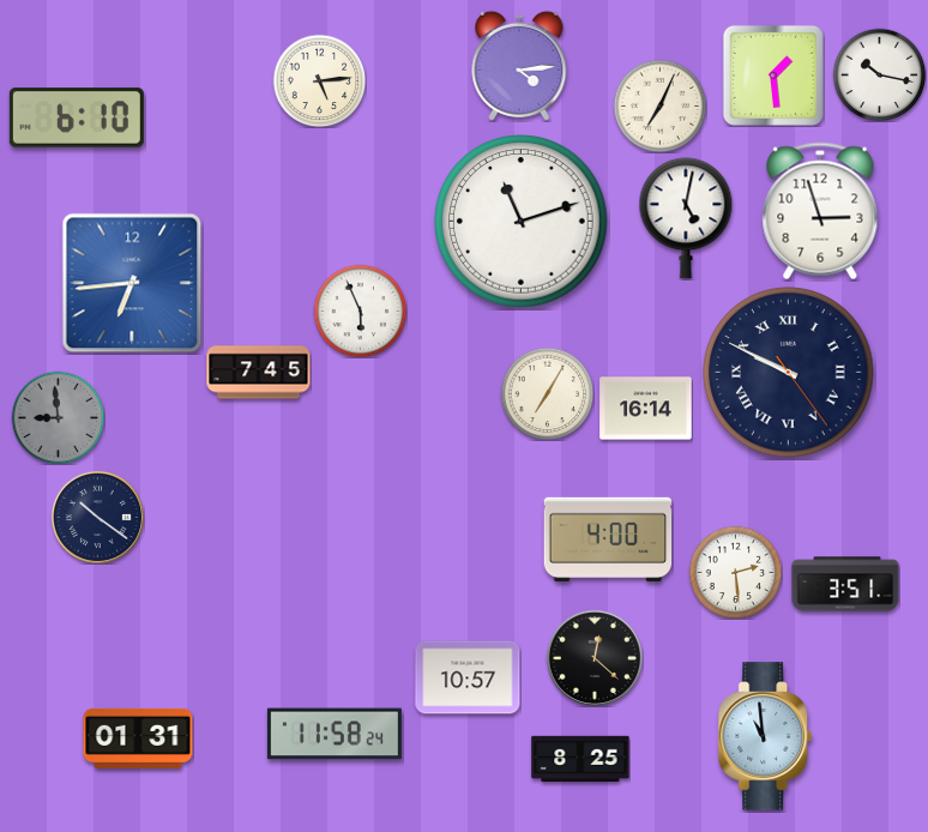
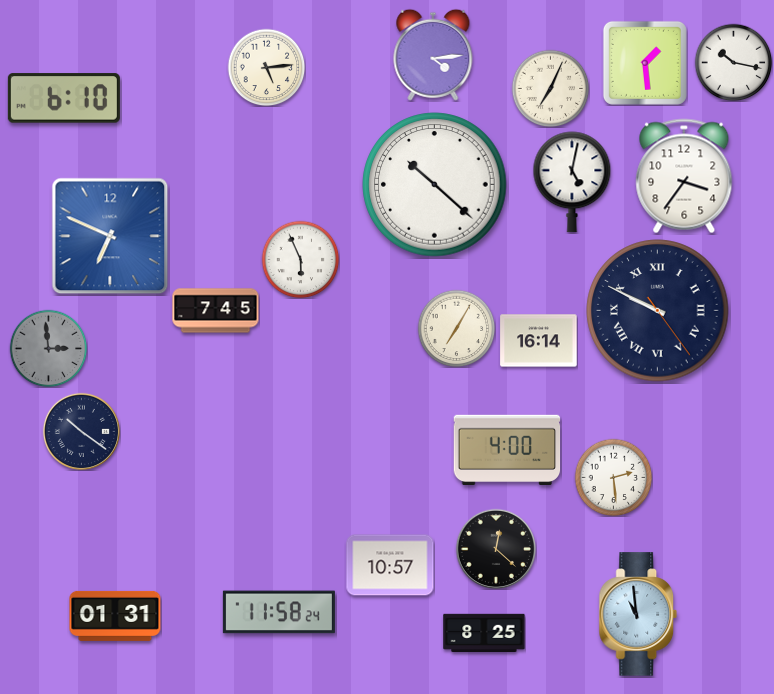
clock at (820, 211): 2:57 -> 3:36
clock at (522, 222): 11:12 -> 10:22
clock at (132, 283): 6:44 -> 6:49
clock at (58, 417): 8:59 -> 2:59
clock at (845, 584): 3:51 -> none
